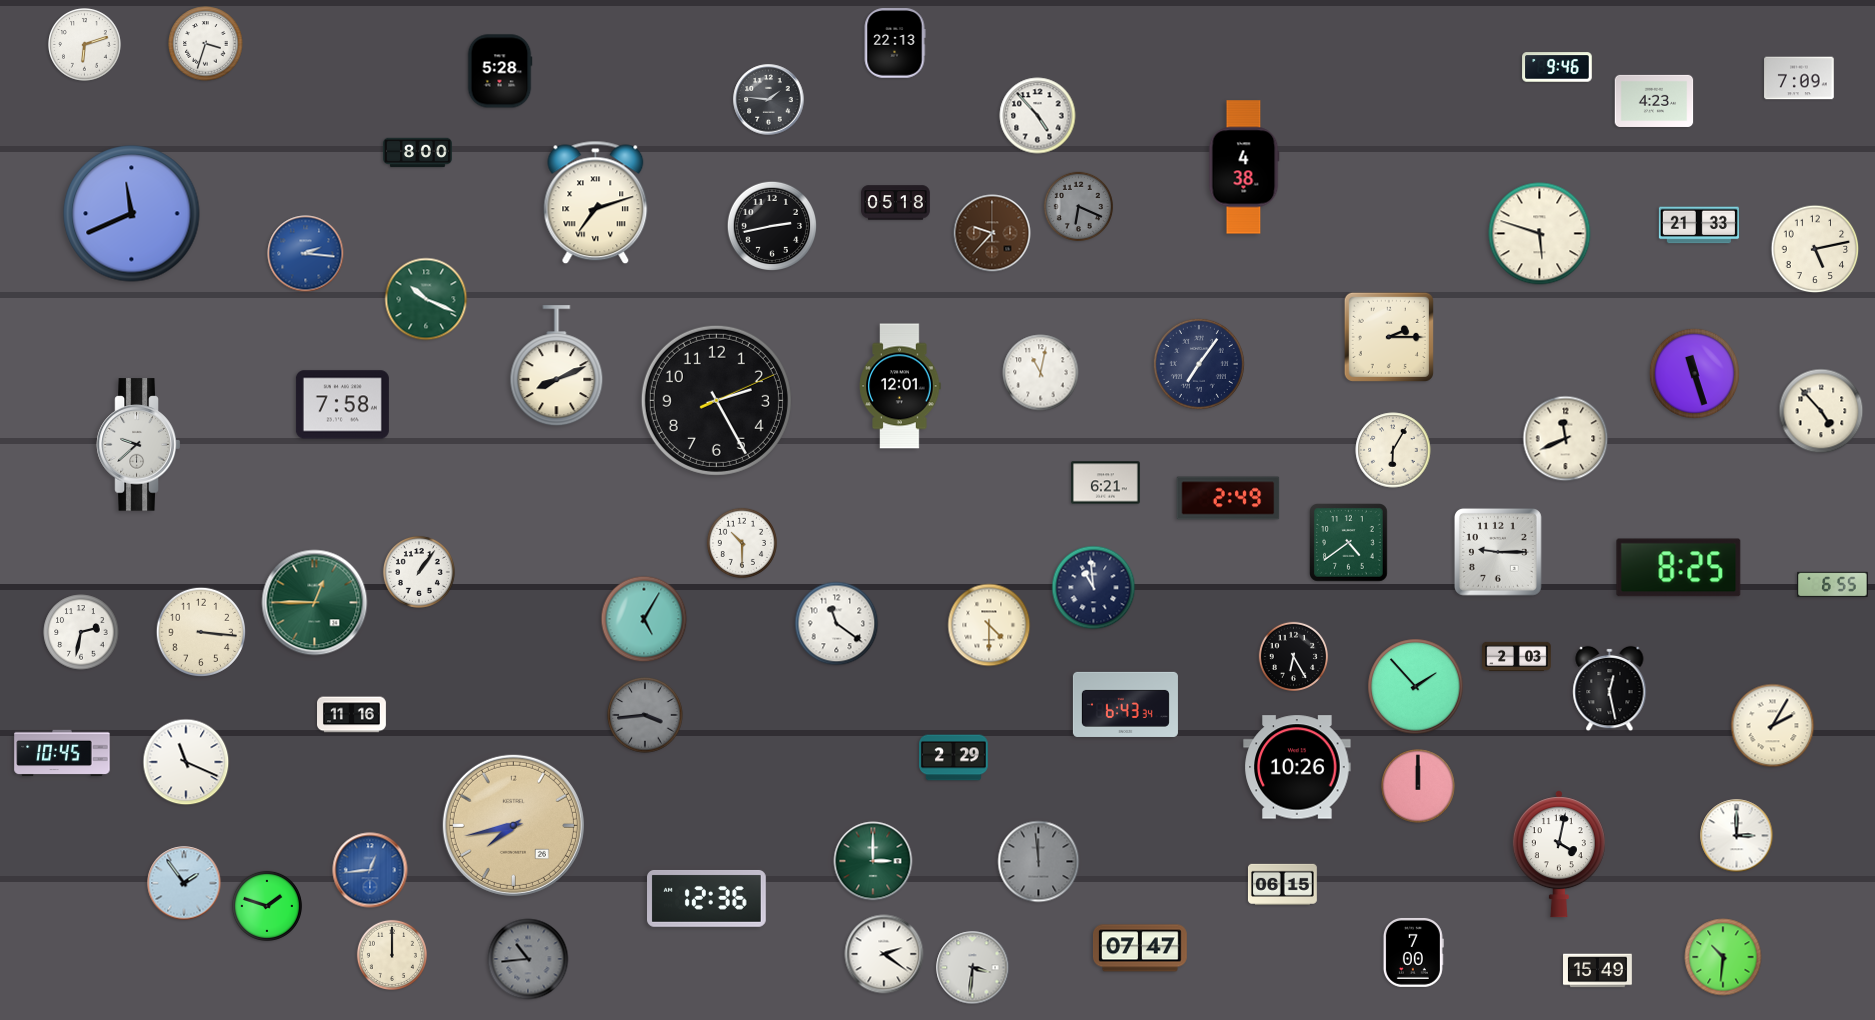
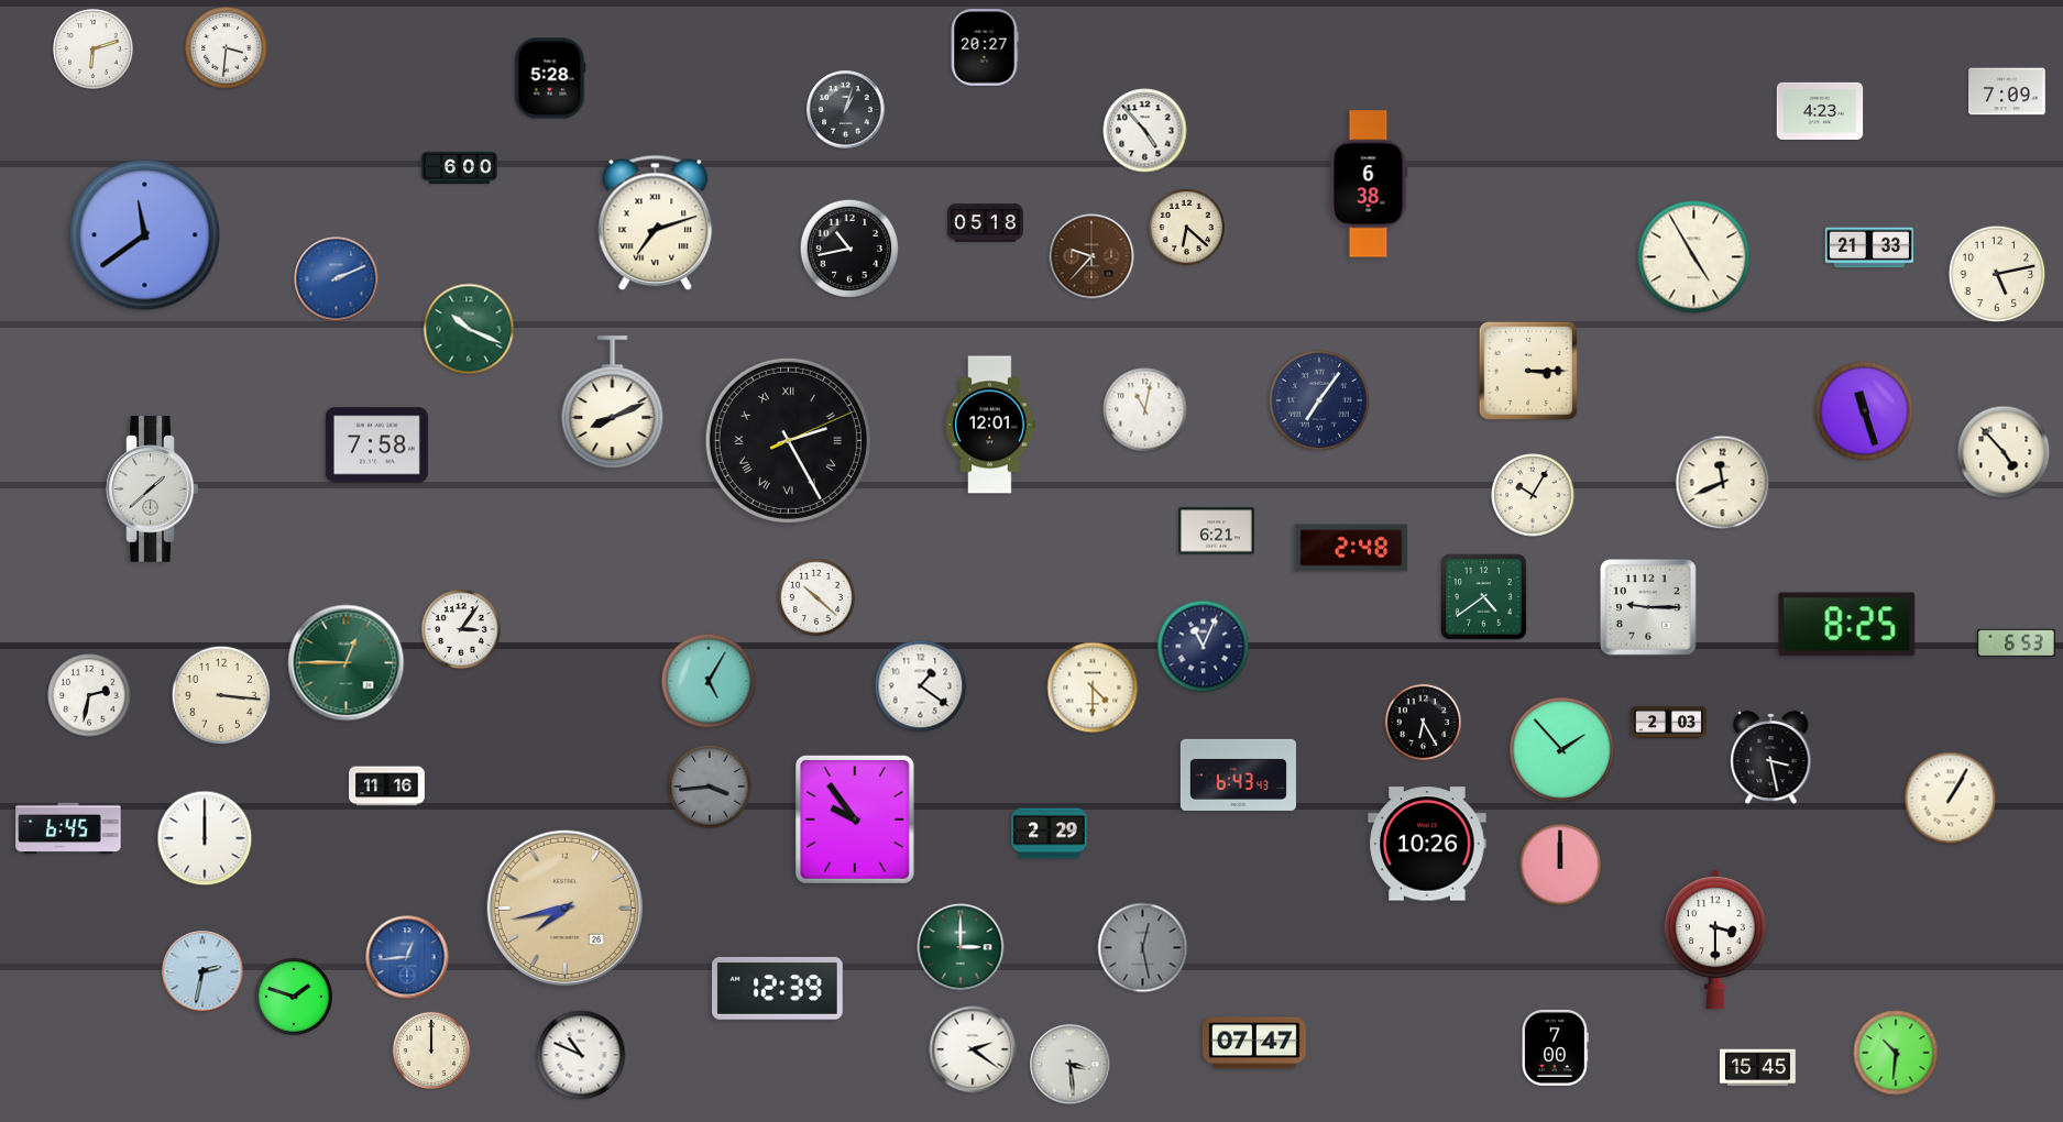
clock at (895, 43): 22:13 -> 20:27
clock at (206, 44): 3:33 -> 3:31
clock at (1557, 67): 9:46 -> none
clock at (1799, 78) position: (1799, 78) -> (2007, 91)
clock at (769, 100): 1:46 -> 1:03
clock at (1038, 116) position: (1038, 116) -> (1145, 131)
clock at (418, 153): 8:00 -> 6:00
clock at (1244, 167): 4:38 -> 6:38
clock at (1078, 206): 6:19 -> 6:22
clock at (1078, 206) dial: grey -> cream
clock at (132, 214): 11:41 -> 11:39
clock at (771, 225): 2:43 -> 10:43
clock at (1540, 234): 5:48 -> 4:55
clock at (306, 254): 2:16 -> 2:11
clock at (1389, 337): 2:15 -> 3:15
clock at (716, 400) numerals: Arabic -> Roman
clock at (139, 445): 9:38 -> 1:38
clock at (1393, 450): 6:05 -> 10:05
clock at (1228, 498): 2:49 -> 2:48
clock at (742, 543): 10:30 -> 10:22
clock at (419, 572): 1:06 -> 3:06
clock at (1833, 584): 6:55 -> 6:53
clock at (1094, 588): 10:59 -> 11:04
clock at (837, 624): 11:21 -> 1:21
clock at (989, 625) position: (989, 625) -> (1093, 687)
clock at (1416, 687) position: (1416, 687) -> (1562, 750)
clock at (1610, 689): 12:28 -> 3:28
clock at (1125, 704): 6:43:34 -> 6:43:43
clock at (1773, 726): 2:05 -> 1:05
clock at (855, 820): none -> 9:54
clock at (62, 753): 10:45 -> 6:45
clock at (186, 762): 11:19 -> 12:00
clock at (1737, 836): 3:00 -> none
clock at (1559, 854): 4:02 -> 3:30
clock at (1039, 862): 11:59 -> 12:28
clock at (184, 883): 1:54 -> 2:32
clock at (1282, 884): 06:15 -> none
clock at (707, 898): 12:36 -> 12:39
clock at (528, 959): 10:44 -> 10:49
clock at (528, 959) dial: grey -> white
clock at (973, 968): 3:31 -> 3:29
clock at (1598, 971): 15:49 -> 15:45
